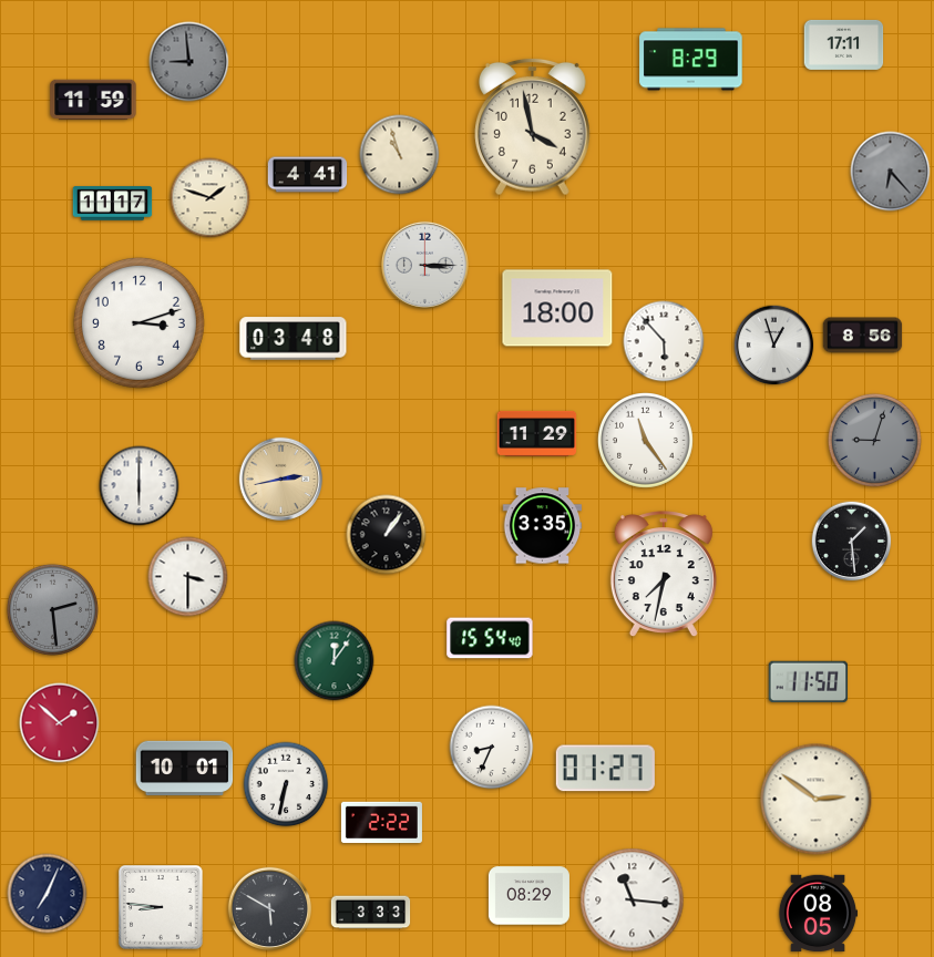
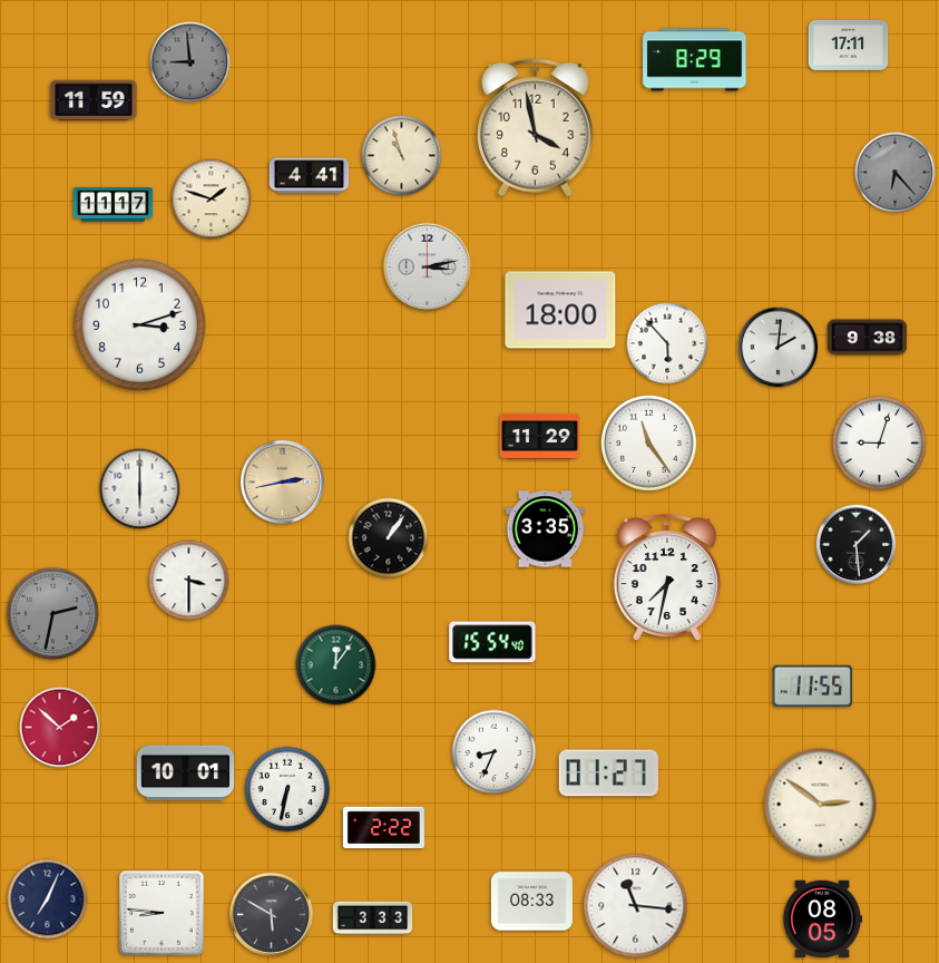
clock at (424, 265): 3:15 -> 3:13
clock at (863, 336): 8:56 -> 9:38
clock at (294, 339): 03:48 -> none
clock at (774, 346): 12:57 -> 2:01
clock at (874, 440) dial: grey -> white
clock at (52, 609): 2:29 -> 2:32
clock at (808, 681): 11:50 -> 11:55
clock at (528, 896): 08:29 -> 08:33
